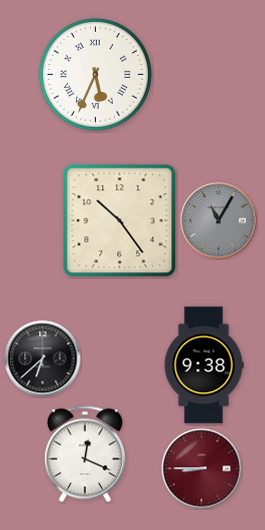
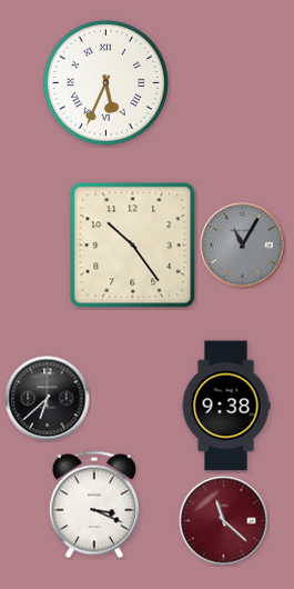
clock at (85, 454): 12:19 -> 3:19
clock at (202, 469): 8:45 -> 11:22
